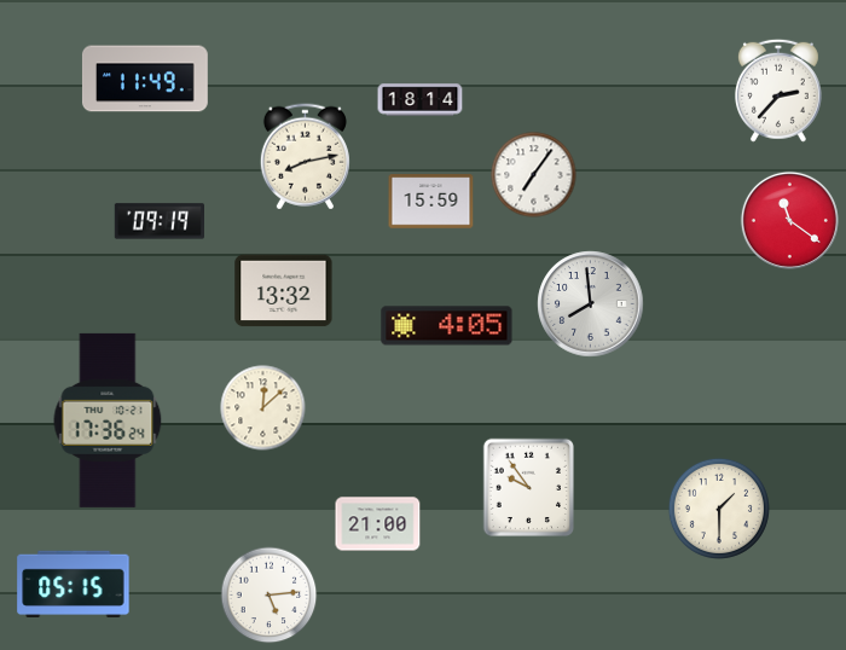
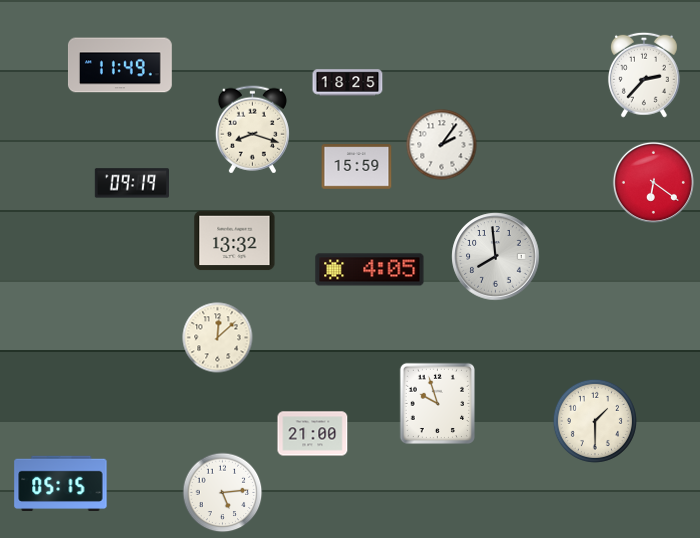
clock at (421, 100): 18:14 -> 18:25
clock at (305, 157): 8:13 -> 8:18
clock at (534, 175): 7:06 -> 2:06
clock at (789, 220): 11:21 -> 6:21
clock at (591, 304) position: (591, 304) -> (496, 257)
clock at (108, 420): 17:36 -> none
clock at (528, 488): 9:54 -> 9:57
